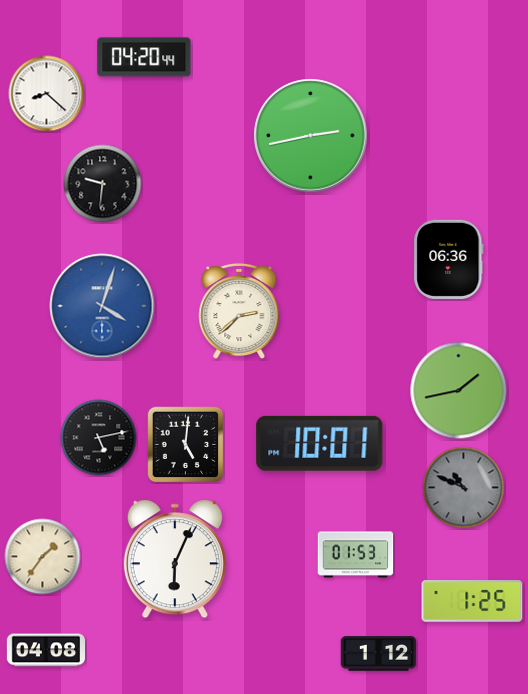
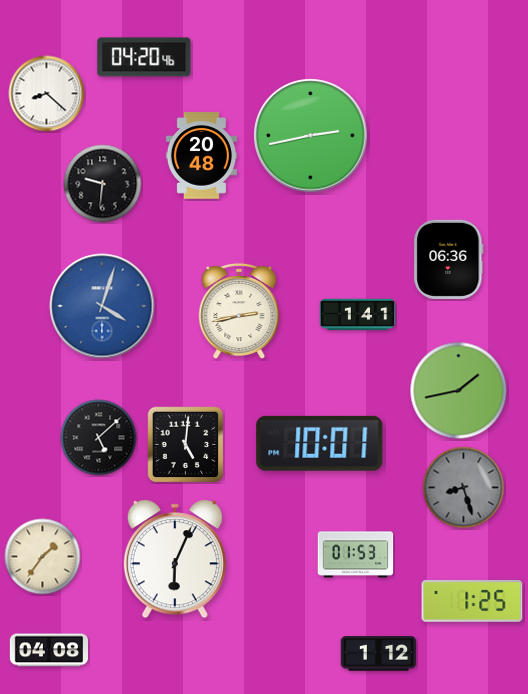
clock at (144, 57): 04:20:44 -> 04:20:46
clock at (201, 156): none -> 20:48
clock at (239, 311): 2:38 -> 2:43
clock at (358, 315): none -> 1:41
clock at (99, 438): 5:13 -> 5:08
clock at (464, 488): 10:49 -> 8:27
clock at (45, 650) position: (45, 650) -> (48, 650)
